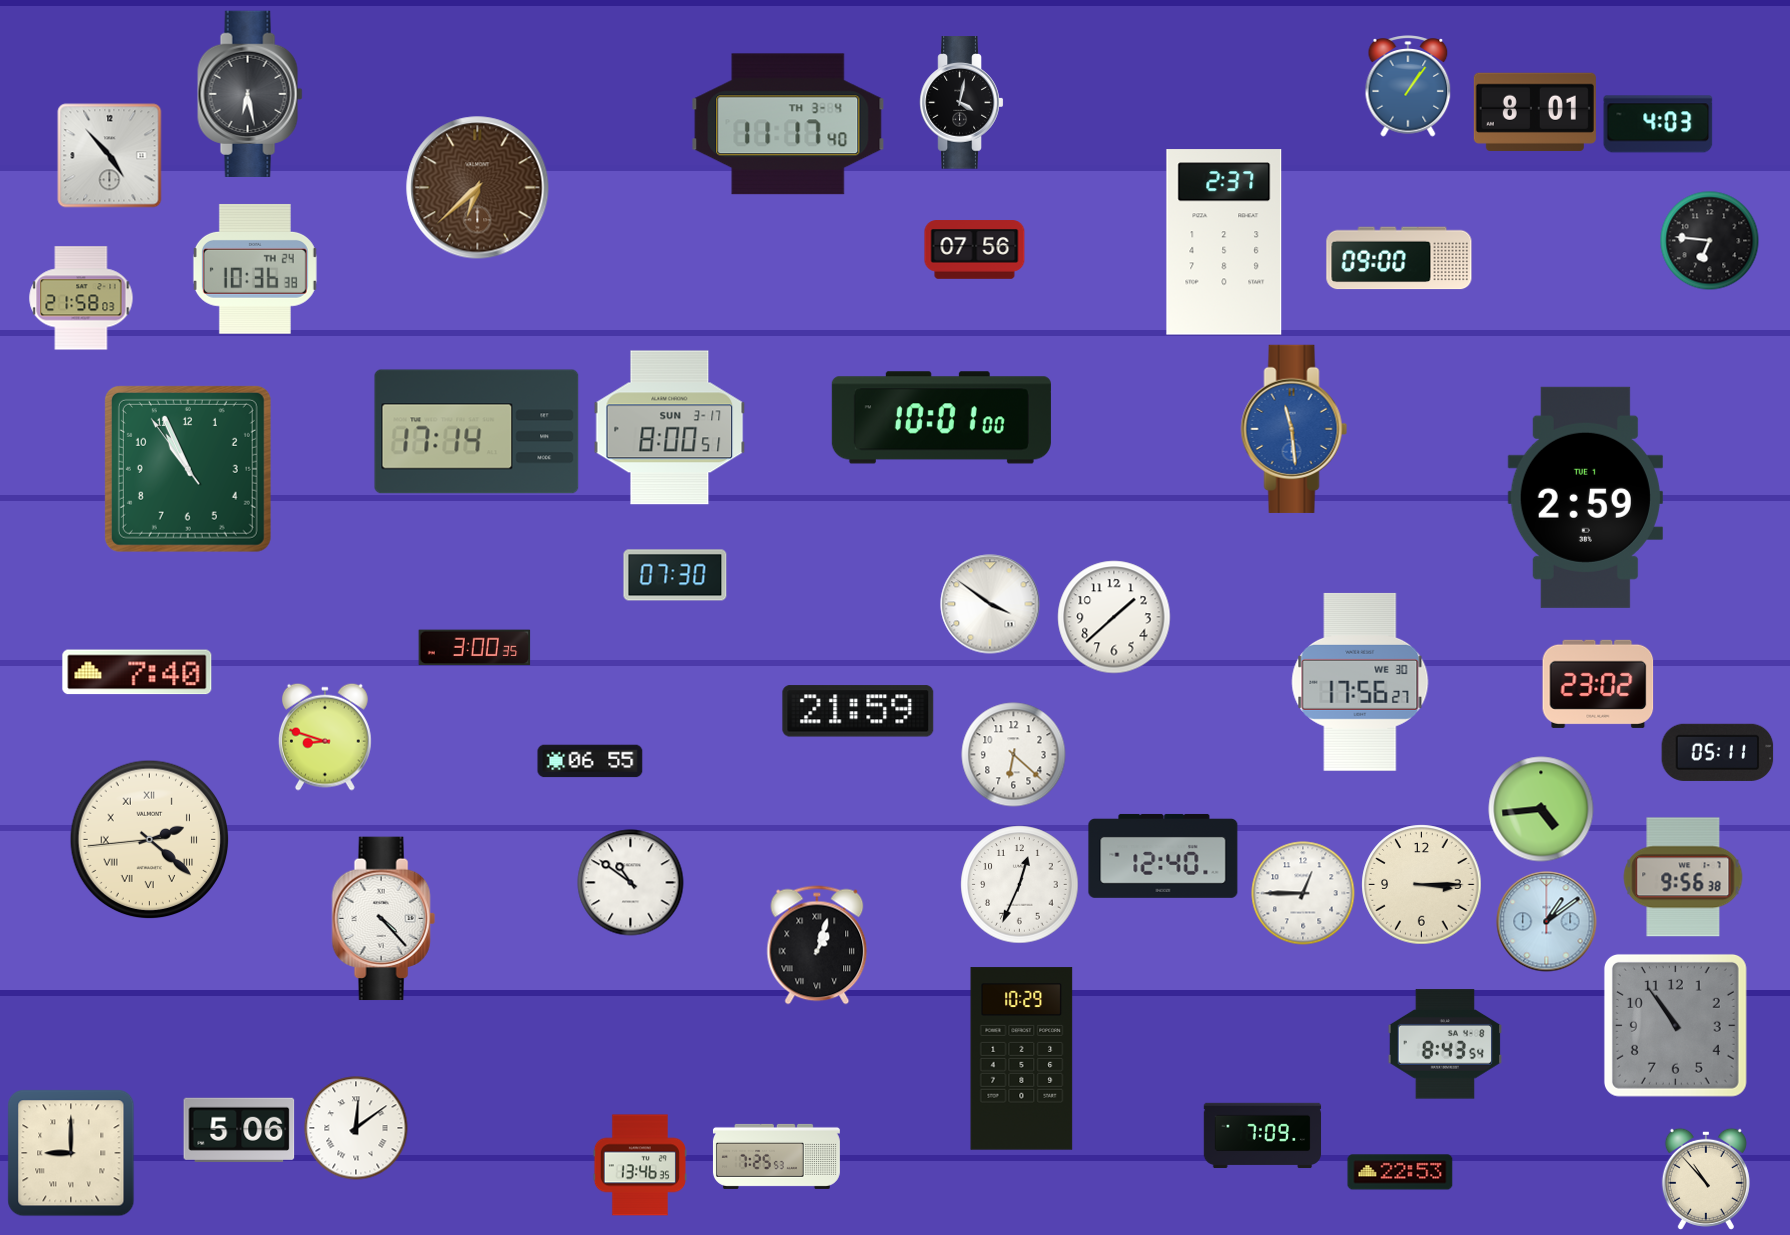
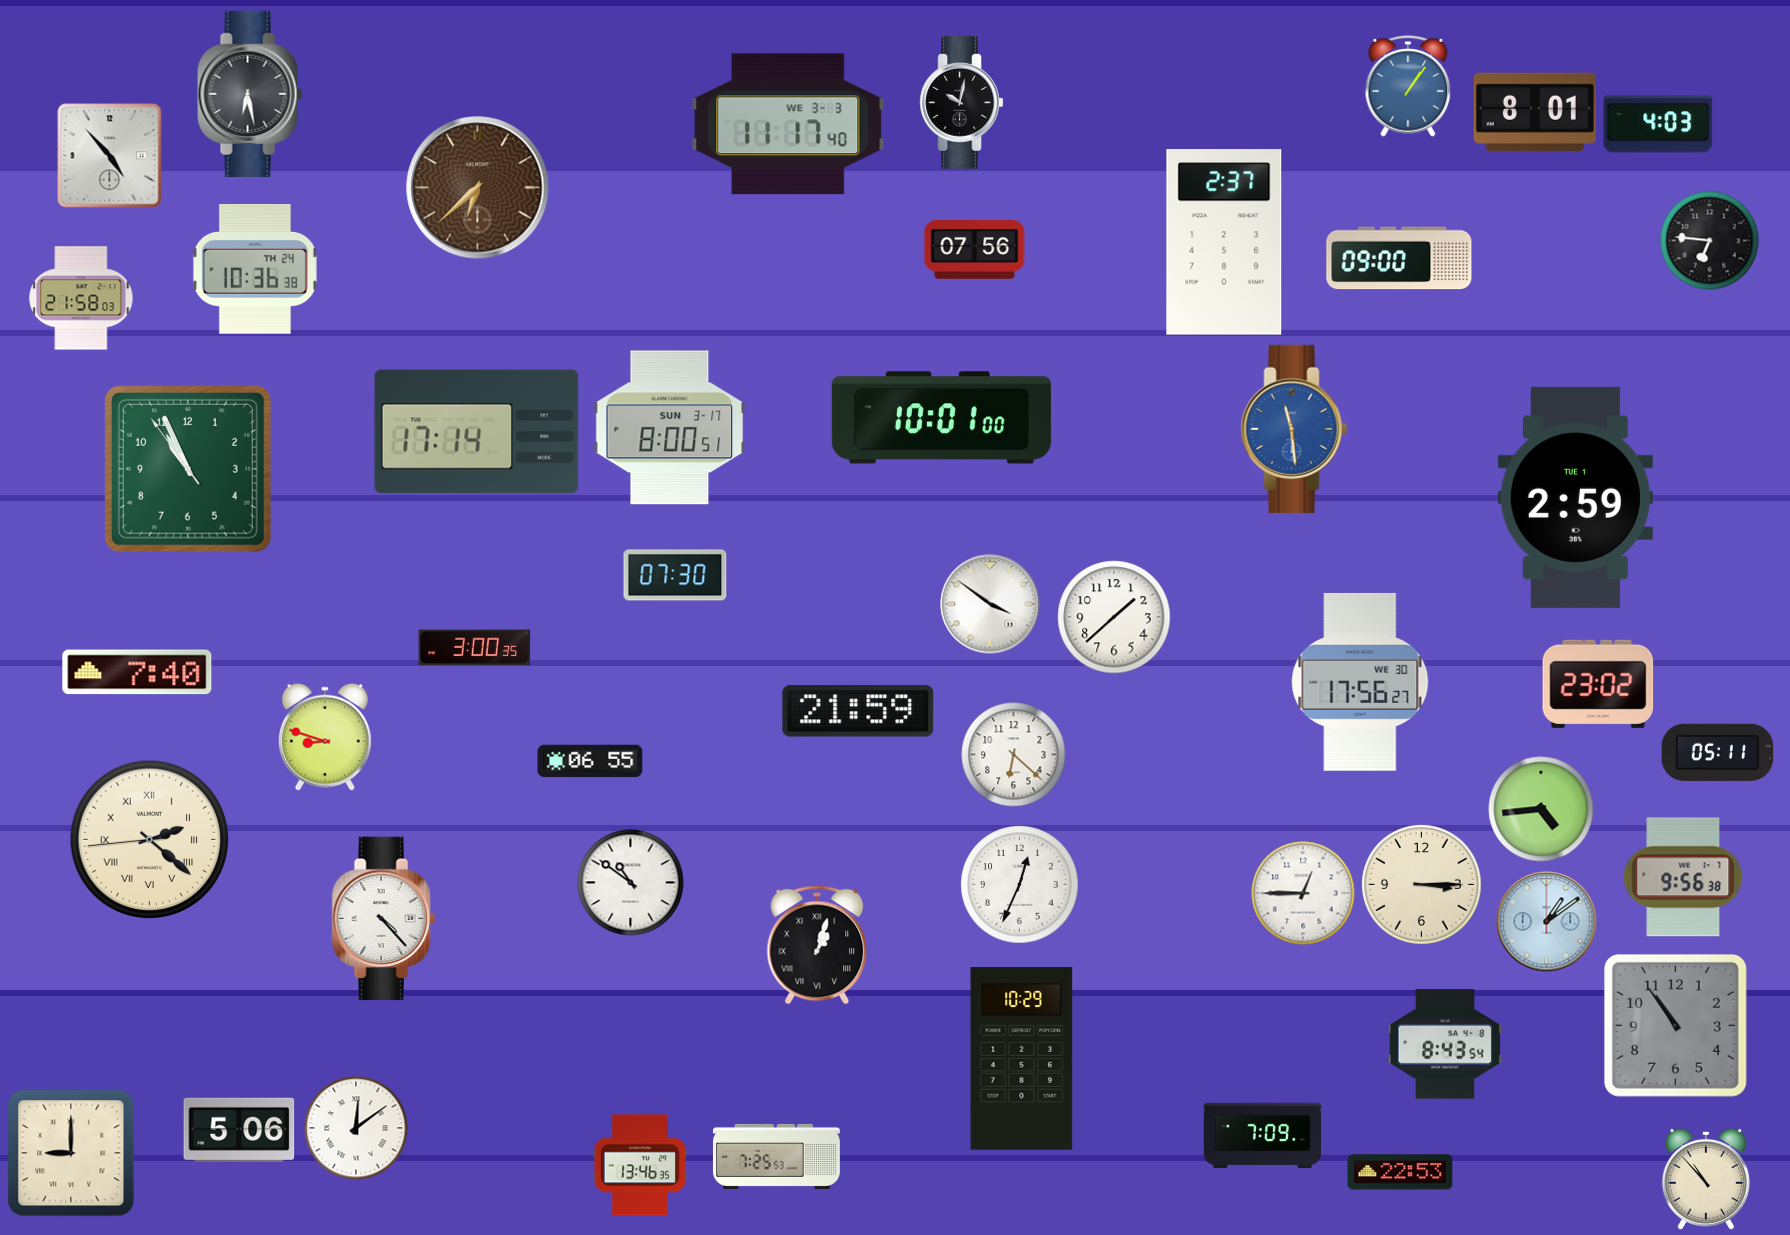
clock at (962, 103): 4:02 -> 10:02
clock at (788, 124) date: TH 3-4 -> WE 3-3
clock at (1585, 497) position: (1585, 497) -> (1575, 497)
clock at (1163, 856): 12:40 -> none
